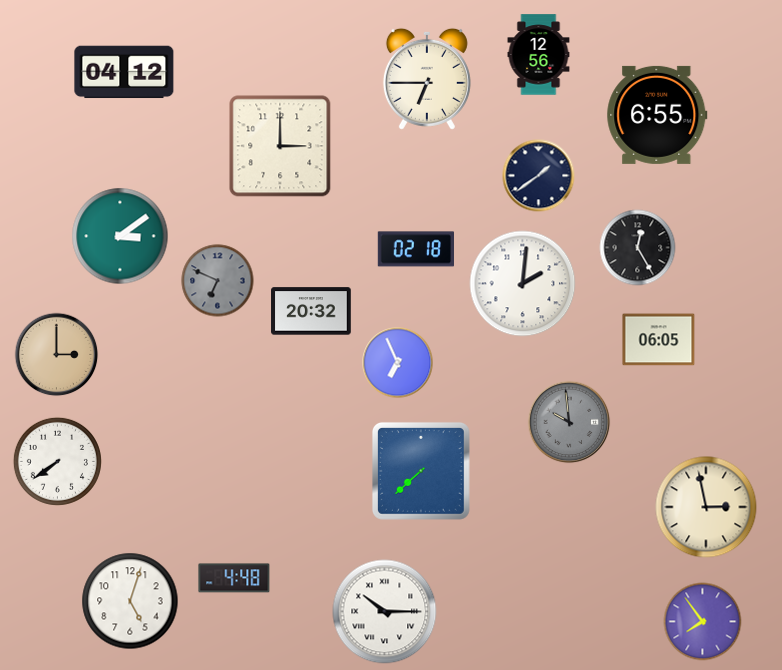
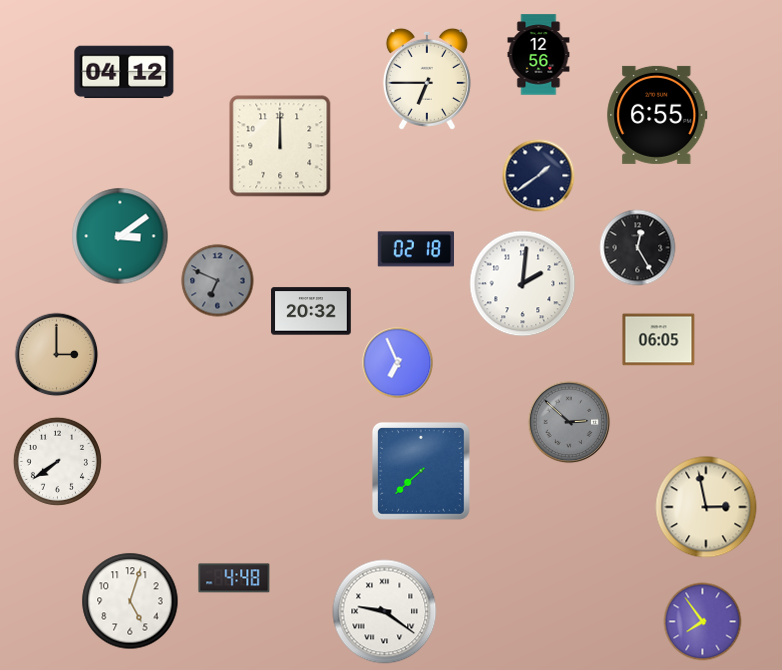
clock at (280, 146): 3:00 -> 12:00
clock at (569, 422): 9:59 -> 2:52
clock at (385, 612): 10:15 -> 9:21
